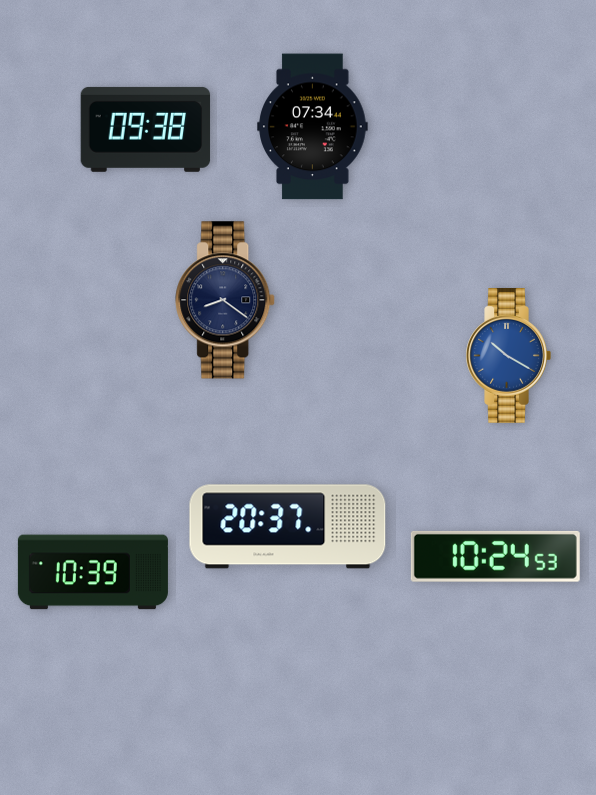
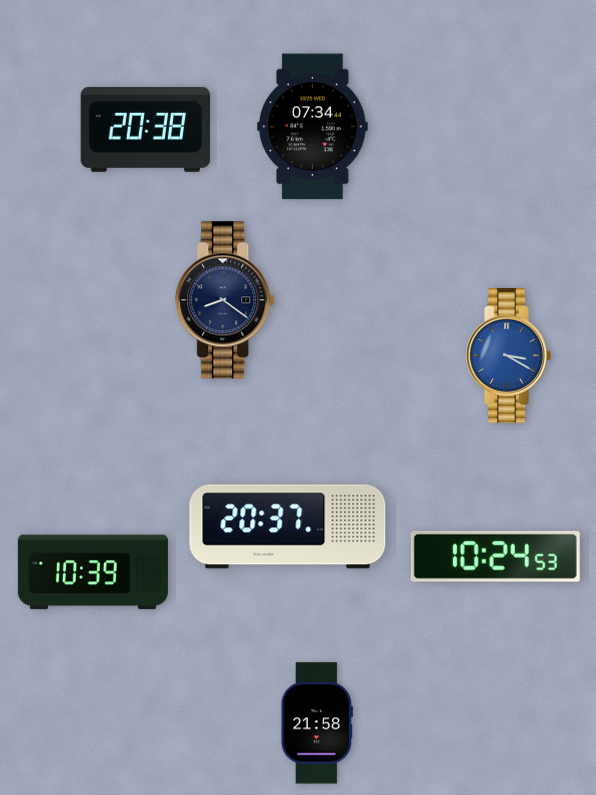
clock at (146, 129): 09:38 -> 20:38
clock at (508, 356): 10:20 -> 3:20
clock at (317, 723): none -> 21:58
